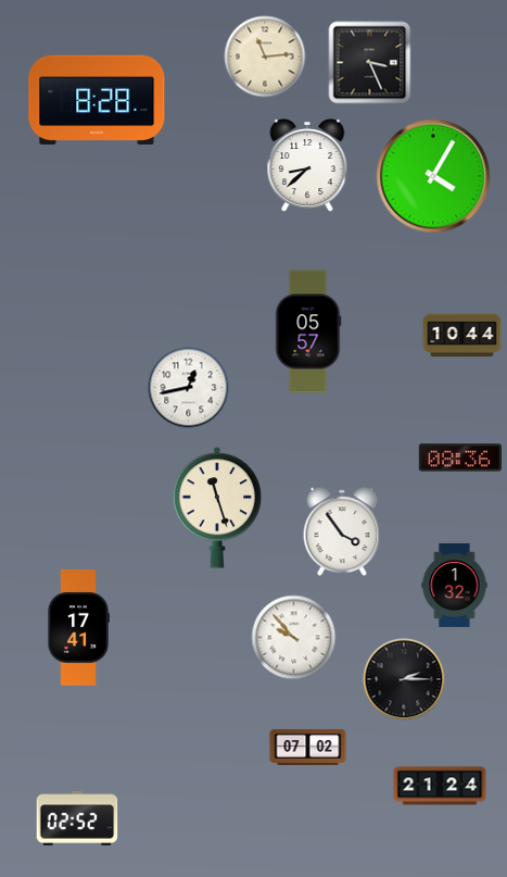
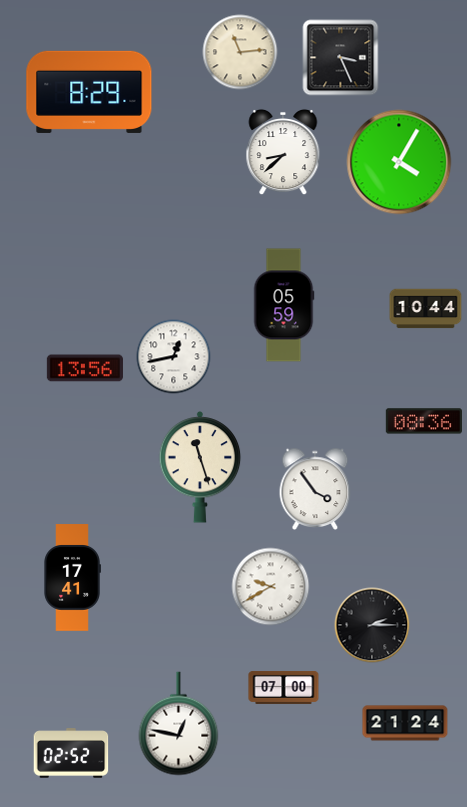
clock at (265, 57) position: (265, 57) -> (240, 52)
clock at (97, 100): 8:28 -> 8:29
clock at (308, 331): 05:57 -> 05:59
clock at (84, 368): none -> 13:56
clock at (455, 585): 1:32 -> none
clock at (294, 638): 9:53 -> 9:40
clock at (308, 747): 07:02 -> 07:00
clock at (179, 724): none -> 12:47
